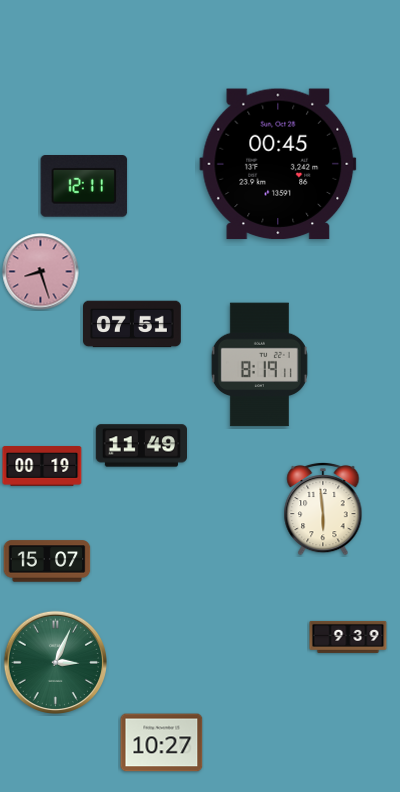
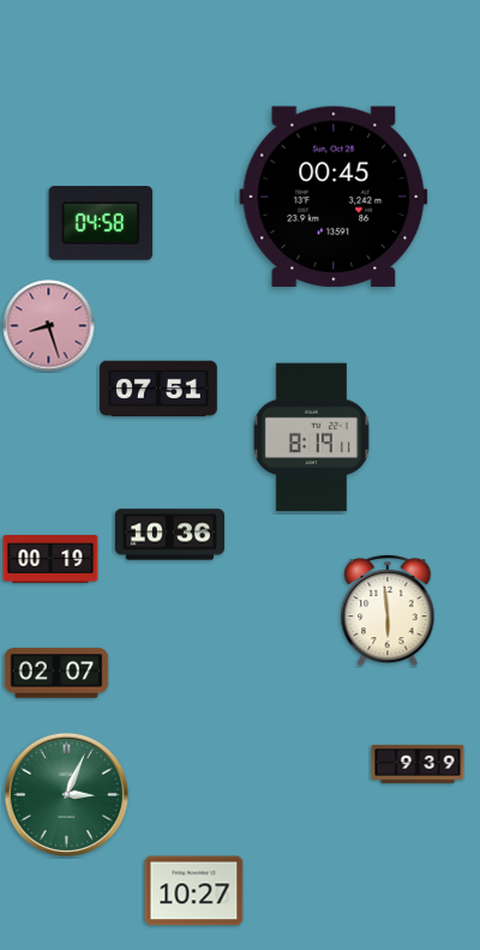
clock at (84, 187): 12:11 -> 04:58
clock at (141, 446): 11:49 -> 10:36
clock at (47, 561): 15:07 -> 02:07
